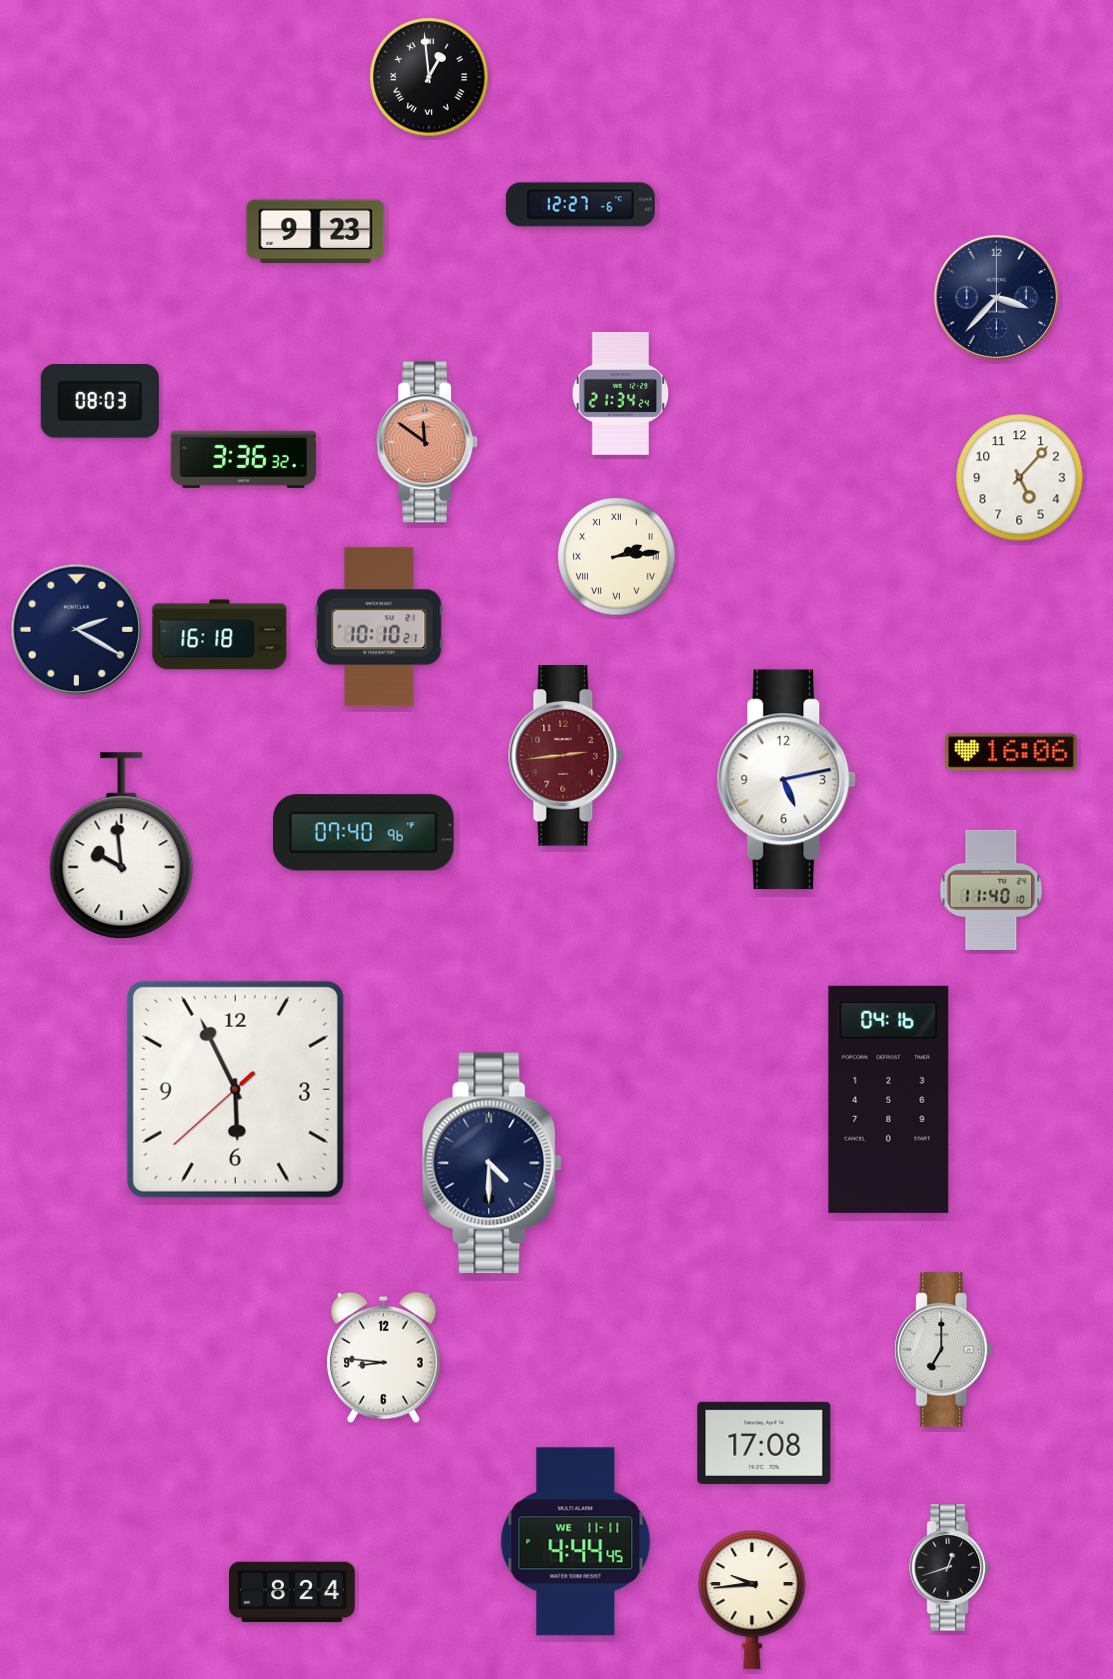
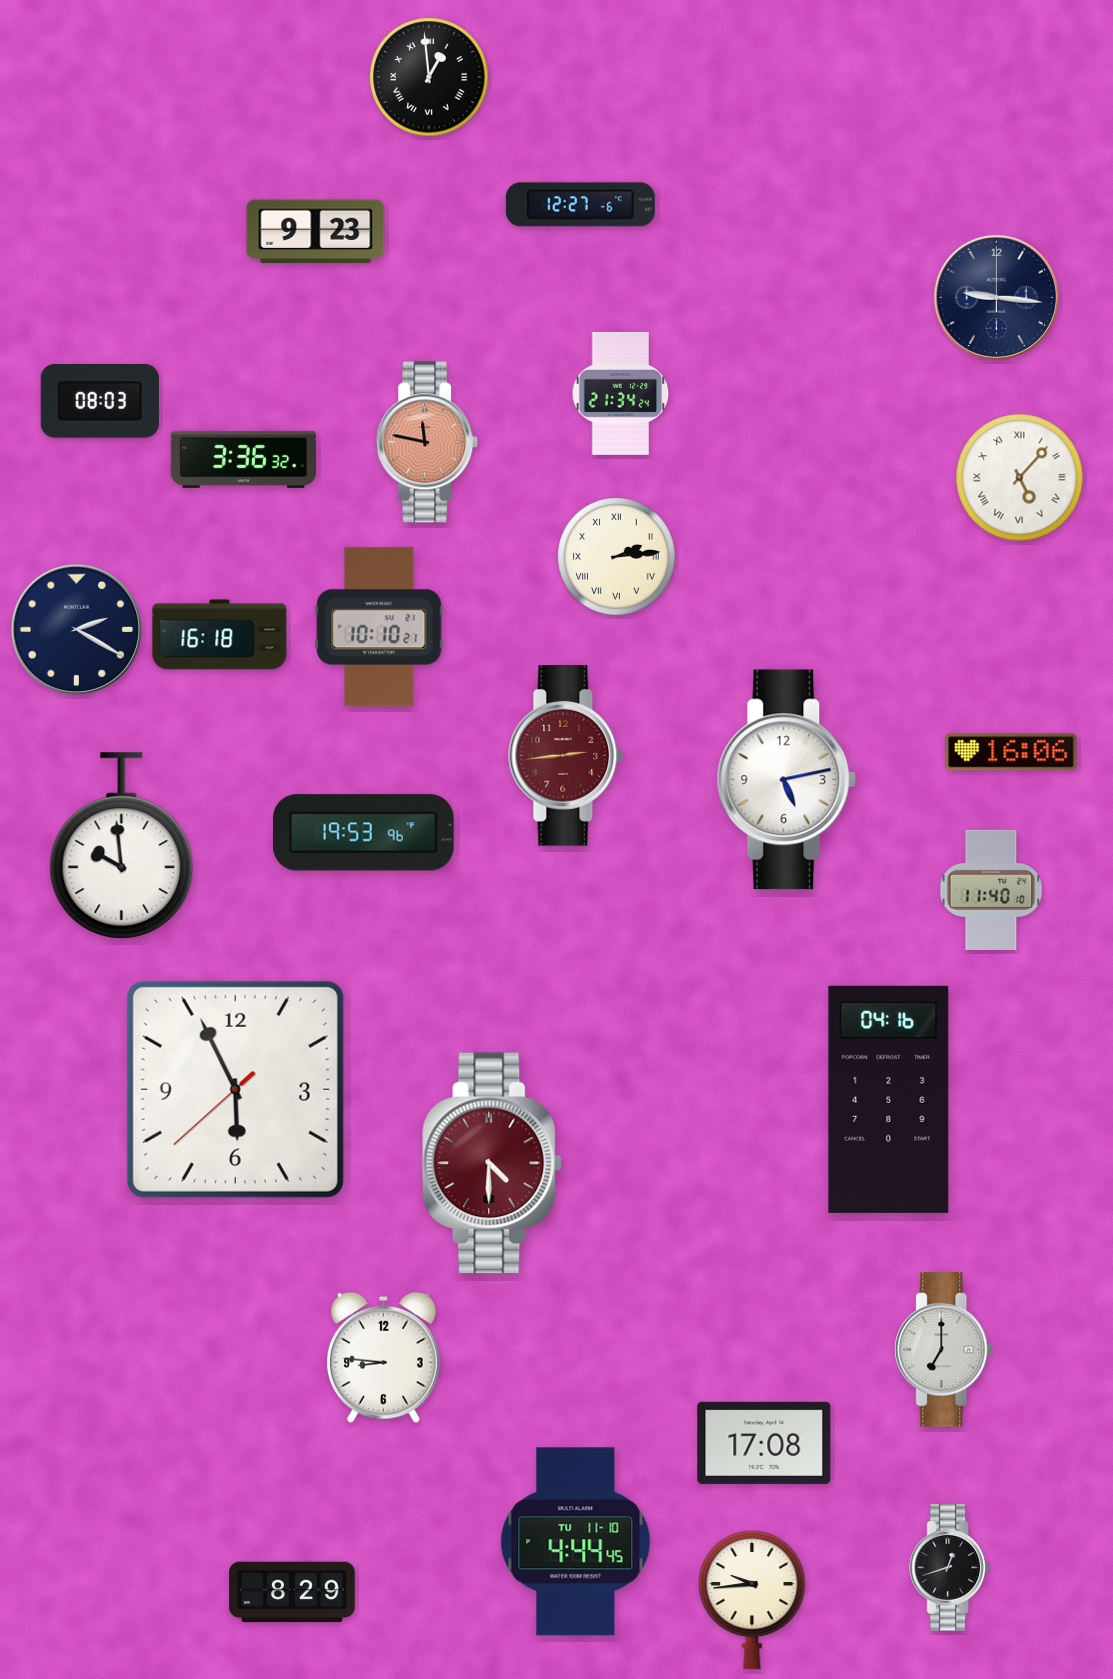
clock at (996, 297): 3:37 -> 9:16
clock at (428, 442): 11:51 -> 11:47
clock at (1020, 478) numerals: Arabic -> Roman
clock at (364, 833): 07:40 -> 19:53
clock at (493, 1163) dial: navy -> burgundy
clock at (576, 1542) date: WE 11-11 -> TU 11-10
clock at (292, 1592): 8:24 -> 8:29
